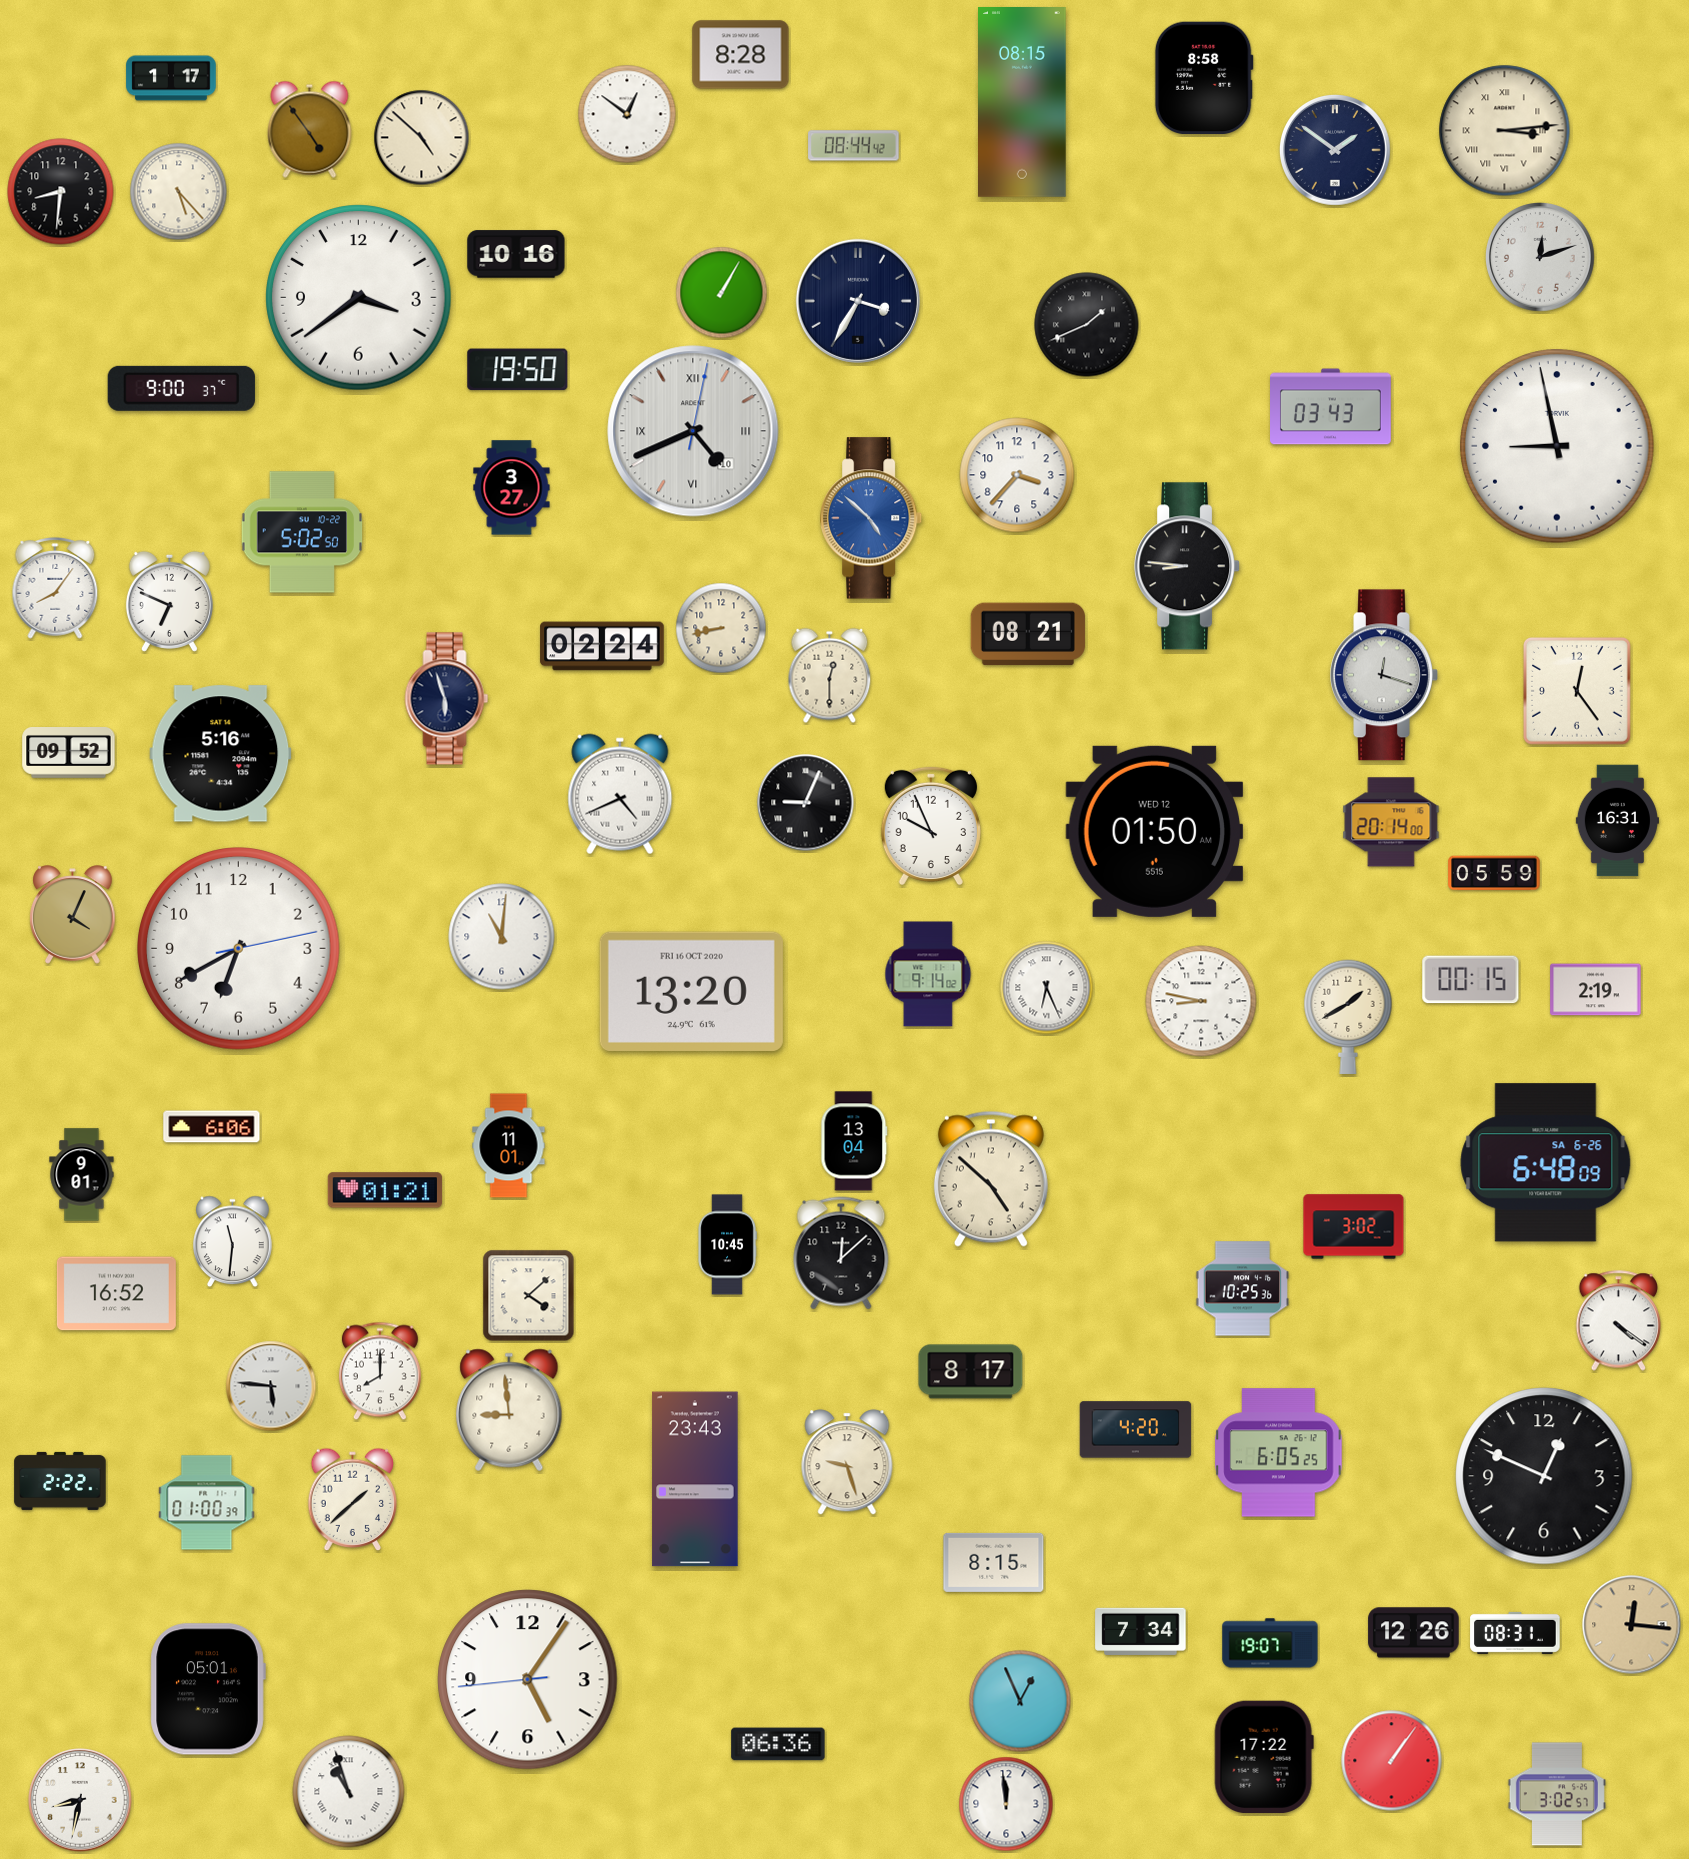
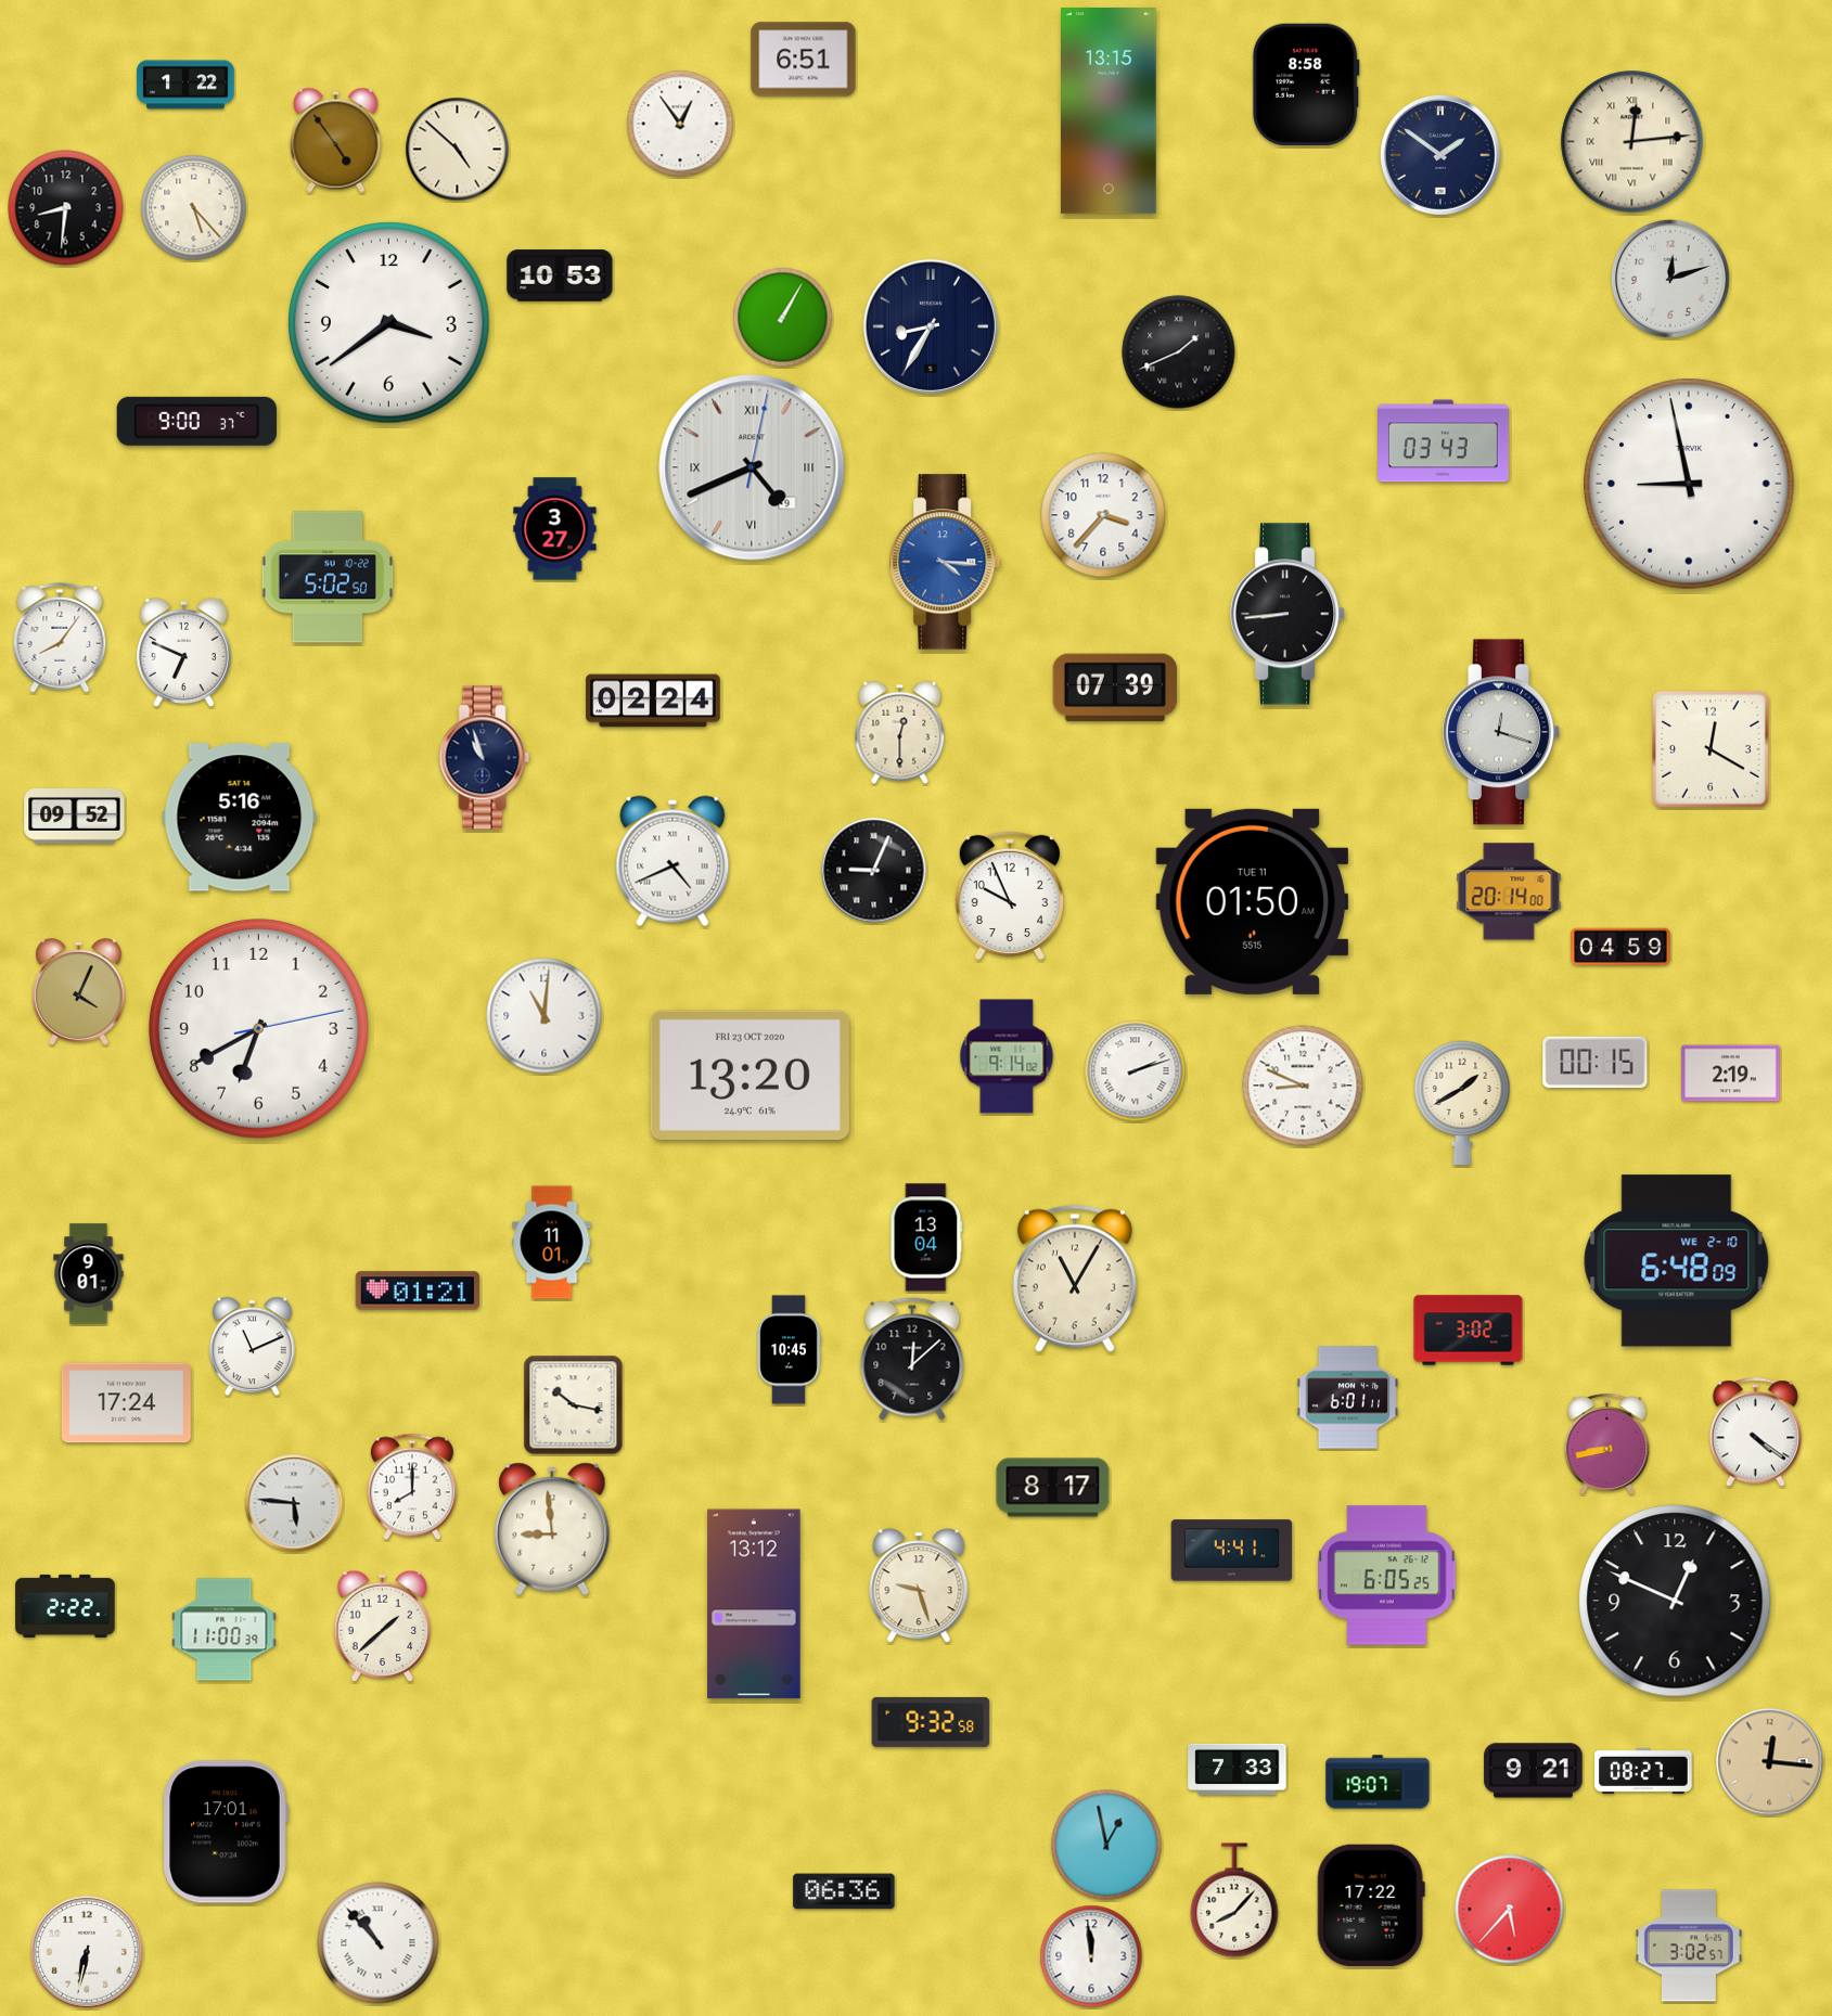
clock at (741, 55): 8:28 -> 6:51
clock at (171, 78): 1:17 -> 1:22
clock at (1023, 103): 08:15 -> 13:15
clock at (627, 114): 12:51 -> 12:54
clock at (1505, 131): 3:14 -> 12:14
clock at (854, 146): 08:44 -> none
clock at (1335, 150) position: (1335, 150) -> (1440, 155)
clock at (516, 254): 10:16 -> 10:53
clock at (858, 301): 3:35 -> 8:35
clock at (518, 370): 19:50 -> none
clock at (693, 431) date: 10 -> 9
clock at (872, 518): 4:52 -> 4:16
clock at (1188, 566): 8:46 -> 8:44
clock at (721, 628): 8:43 -> none
clock at (1028, 634): 08:21 -> 07:39
clock at (1577, 691): 12:24 -> 12:20
clock at (447, 699): 5:57 -> 10:57
clock at (1617, 821): 16:31 -> none
clock at (1155, 831) date: WED 12 -> TUE 11
clock at (1494, 873): 05:59 -> 04:59
clock at (1047, 988): 6:26 -> 2:12
clock at (691, 991) date: FRI 16 OCT 2020 -> FRI 23 OCT 2020
clock at (1201, 1001): 8:47 -> 8:49
clock at (212, 1127): 6:06 -> none
clock at (1546, 1163) date: SA 6-26 -> WE 2-10
clock at (991, 1179): 4:52 -> 11:05
clock at (233, 1242): 11:31 -> 11:11
clock at (1243, 1289): 10:25 -> 6:01
clock at (116, 1294): 16:52 -> 17:24
clock at (529, 1296): 4:08 -> 10:17
clock at (1607, 1443): none -> 8:43
clock at (1136, 1430): 4:20 -> 4:41
clock at (695, 1479): 23:43 -> 13:12
clock at (207, 1503): 01:00 -> 11:00
clock at (994, 1562): 8:15 -> none
clock at (931, 1722): none -> 9:32
clock at (1141, 1631): 7:34 -> 7:33
clock at (1414, 1633): 12:26 -> 9:21
clock at (1515, 1633): 08:31 -> 08:27
clock at (528, 1680): 5:05 -> none
clock at (208, 1689): 05:01 -> 17:01
clock at (1020, 1701): 12:56 -> 12:58
clock at (1234, 1900): none -> 8:07
clock at (1392, 1761): 1:06 -> 5:37
clock at (349, 1792): 10:57 -> 10:53
clock at (80, 1800): 8:32 -> 6:32
